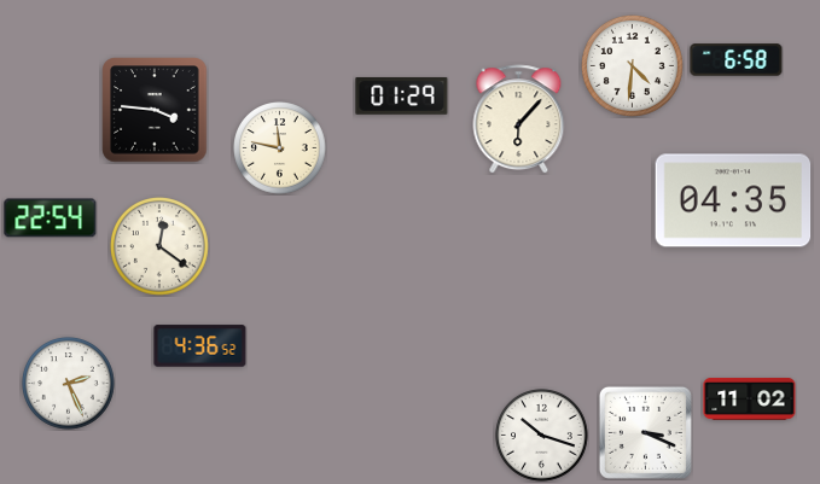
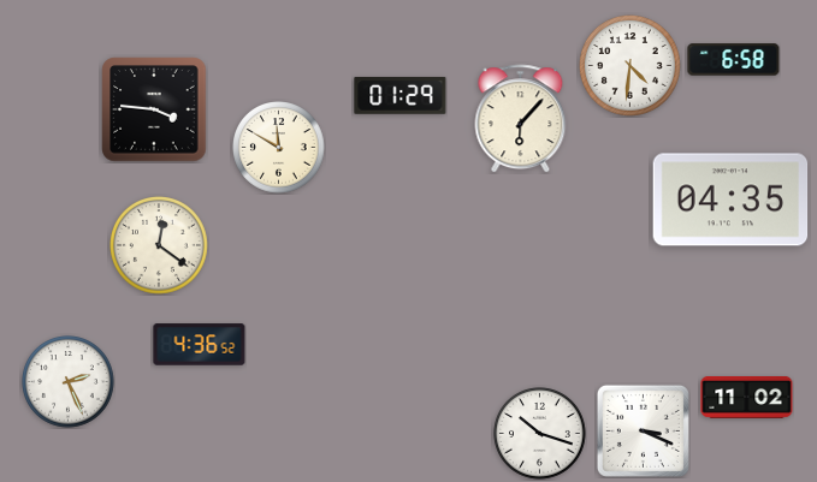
clock at (519, 119) position: (519, 119) -> (521, 119)
clock at (280, 148): 11:47 -> 11:50
clock at (51, 218): 22:54 -> none
